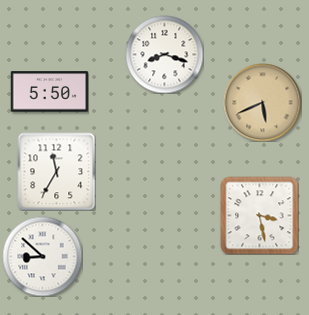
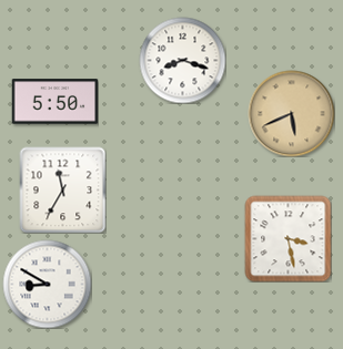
clock at (42, 256): 8:52 -> 8:50
